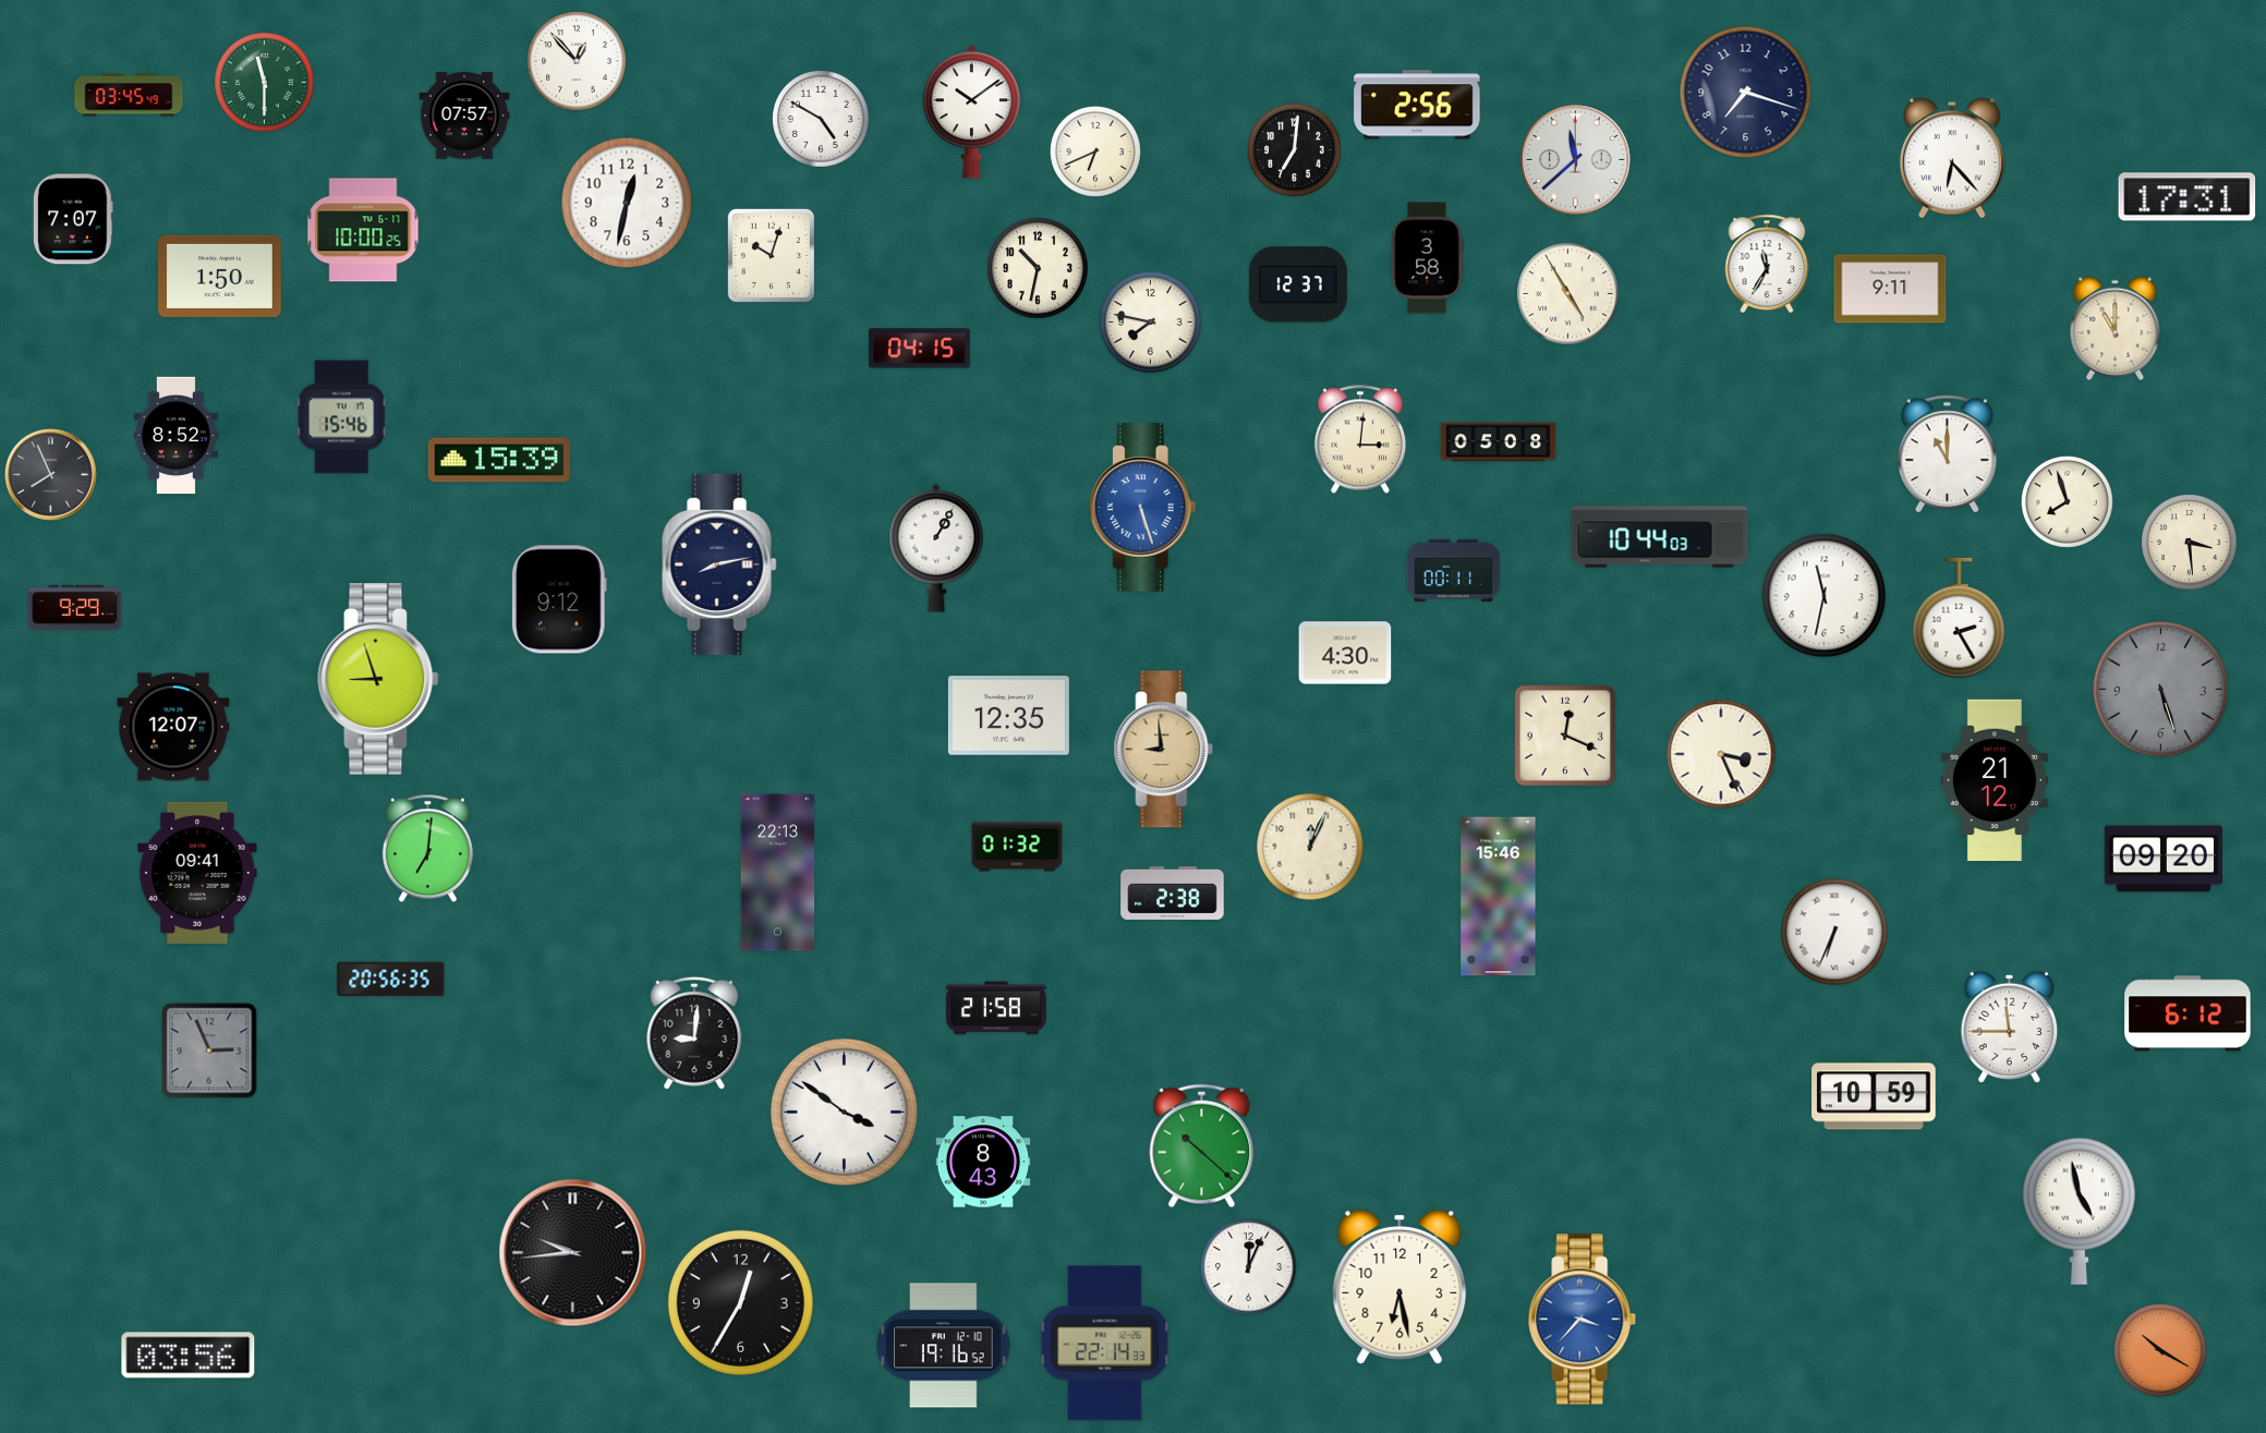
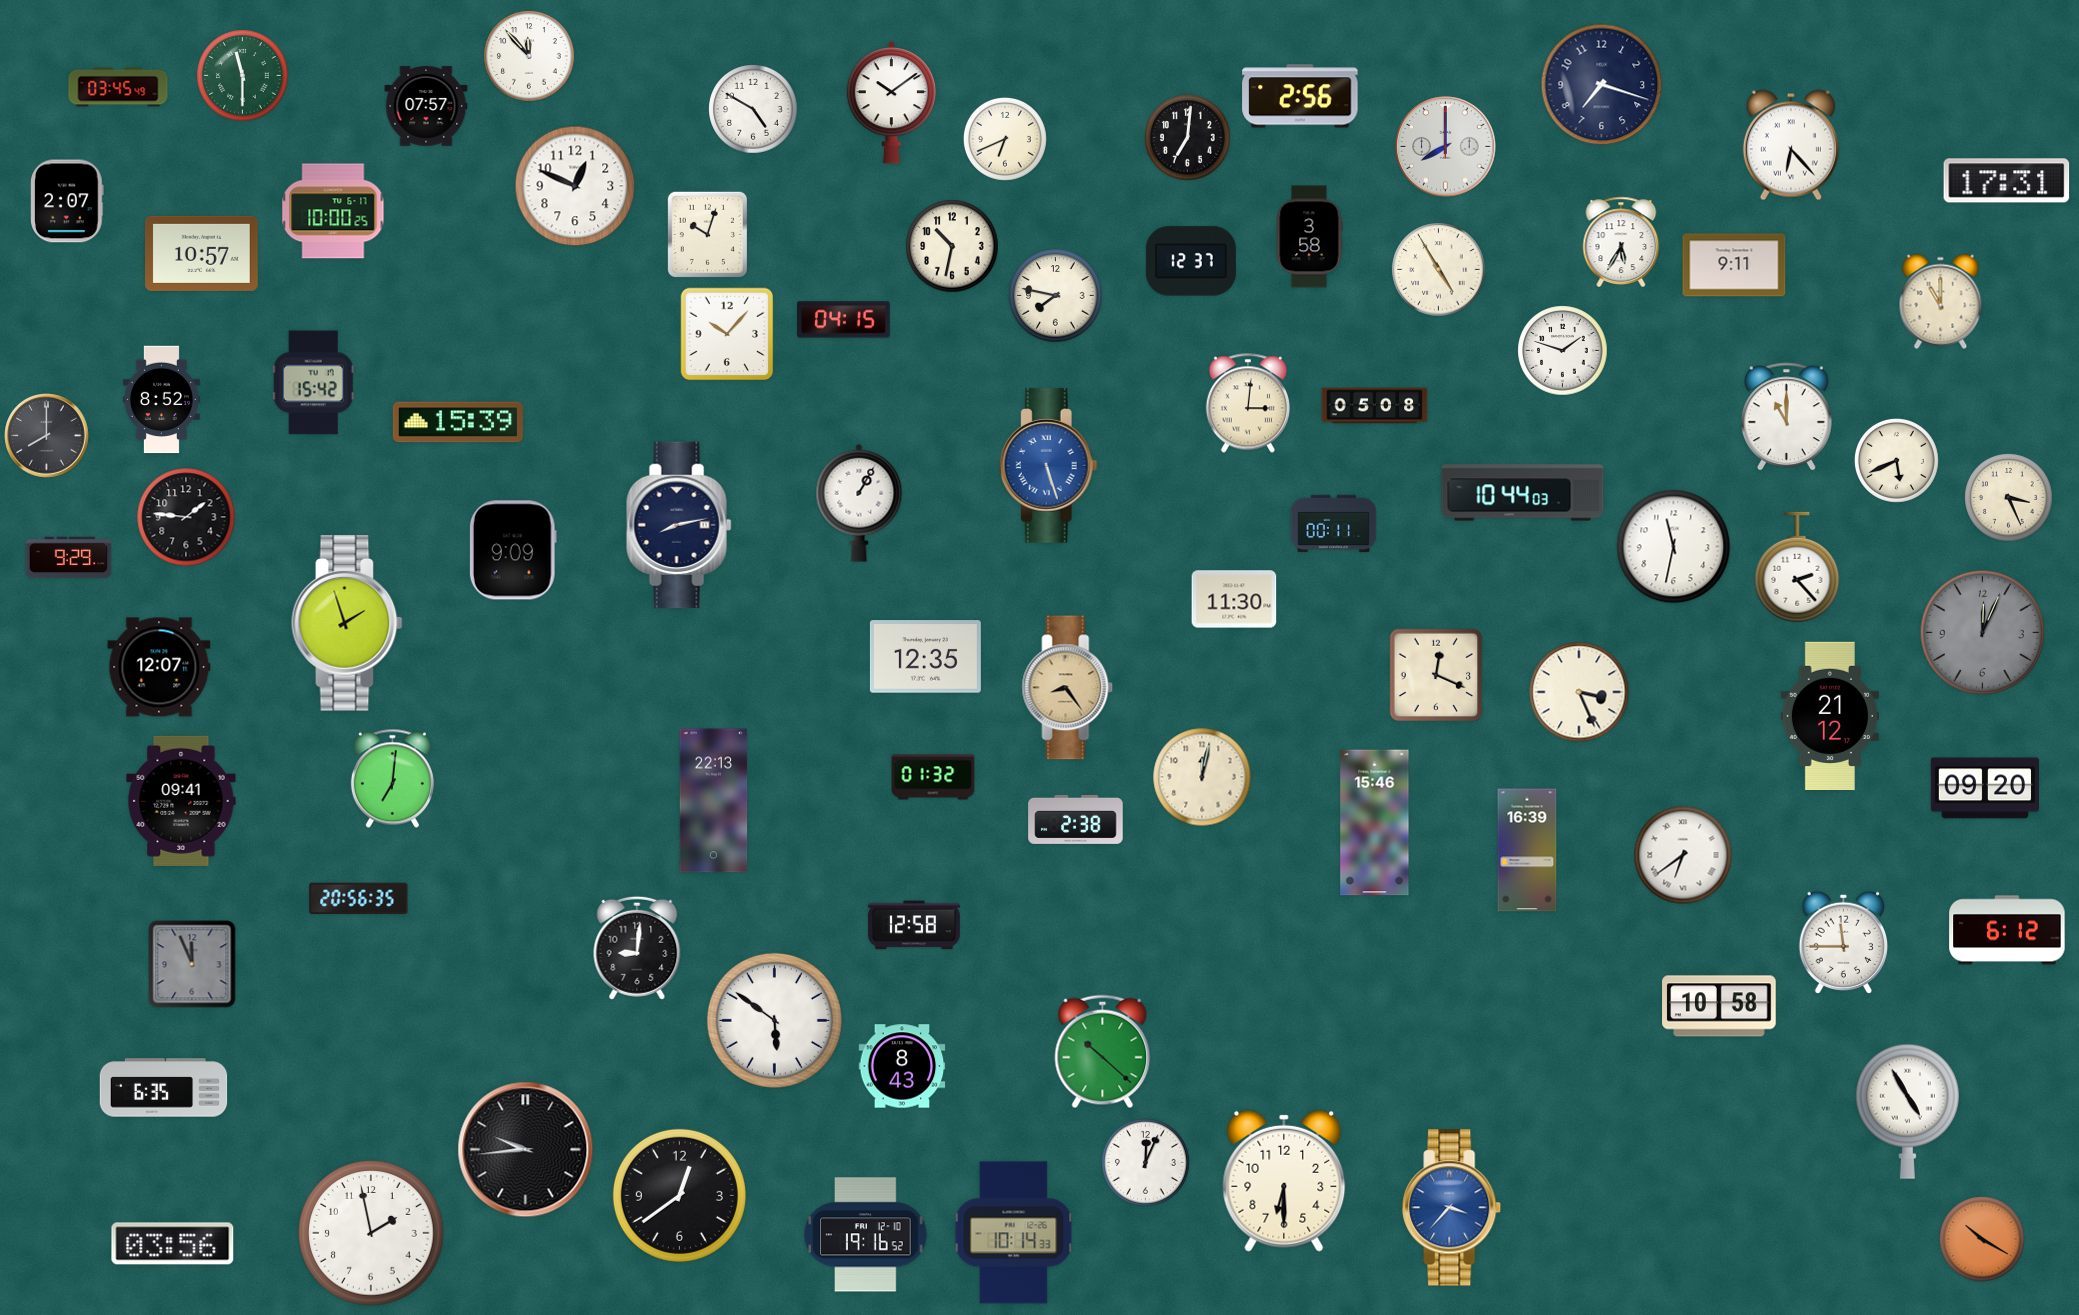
clock at (577, 61): 12:53 -> 11:53
clock at (1576, 160): 11:38 -> 8:00
clock at (627, 203): 12:32 -> 12:49
clock at (73, 219): 7:07 -> 2:07
clock at (1767, 263): 11:35 -> 5:35
clock at (220, 276): 1:50 -> 10:57
clock at (727, 334): none -> 10:07
clock at (1563, 351): none -> 1:48
clock at (341, 417): 15:46 -> 15:42
clock at (51, 475): 7:56 -> 8:00
clock at (2067, 501): 7:57 -> 5:41
clock at (2190, 543): 3:29 -> 3:26
clock at (186, 517): none -> 1:46
clock at (719, 564) position: (719, 564) -> (679, 525)
clock at (559, 599): 9:12 -> 9:09
clock at (1959, 618): 2:25 -> 2:23
clock at (1345, 653): 4:30 -> 11:30
clock at (378, 679): 8:57 -> 1:57
clock at (2161, 690): 5:27 -> 12:04
clock at (1164, 750): 8:59 -> 8:24
clock at (1310, 847): 12:04 -> 12:02
clock at (1527, 850): none -> 16:39
clock at (1834, 932): 6:34 -> 6:39
clock at (996, 1008): 21:58 -> 12:58
clock at (209, 1051): 2:56 -> 11:56
clock at (1874, 1096): 10:59 -> 10:58
clock at (844, 1112): 3:51 -> 5:51
clock at (164, 1088): none -> 6:35
clock at (2079, 1211): 4:58 -> 4:55
clock at (1399, 1287): 6:28 -> 6:30
clock at (740, 1302): 12:35 -> 12:39
clock at (1583, 1320) position: (1583, 1320) -> (1452, 1208)
clock at (371, 1233): none -> 1:58
clock at (1105, 1344): 22:14 -> 10:14
